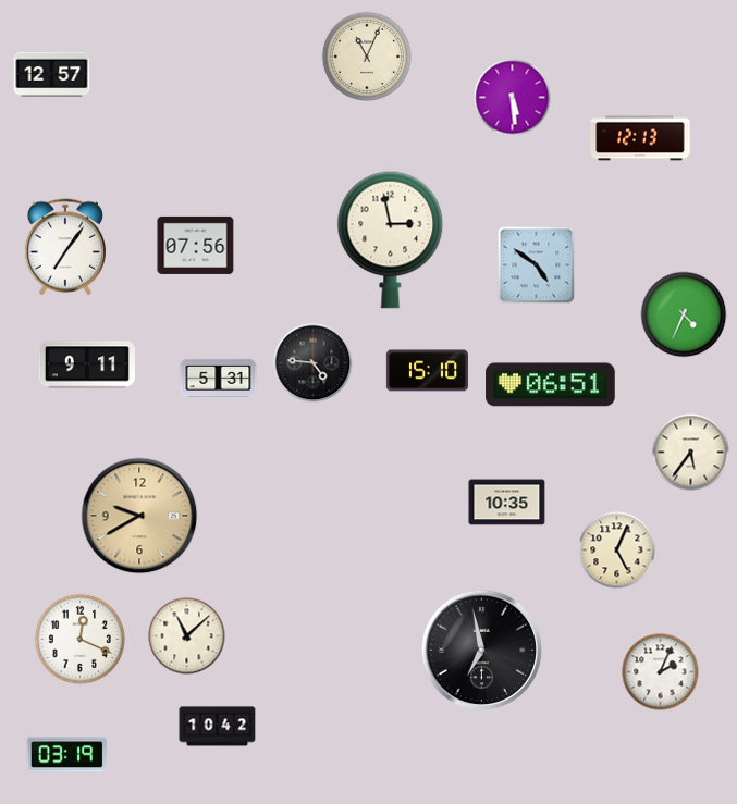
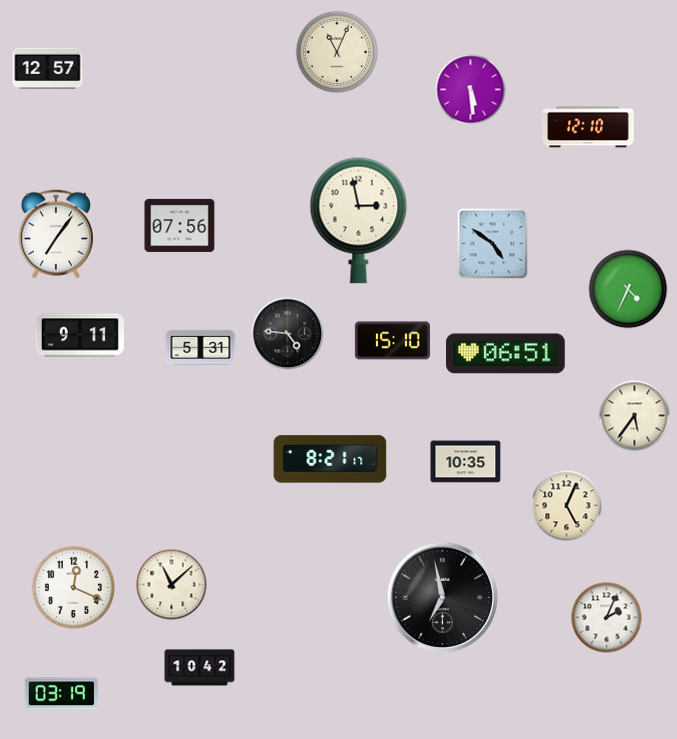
clock at (640, 138): 12:13 -> 12:10
clock at (64, 247) position: (64, 247) -> (55, 234)
clock at (330, 459): none -> 8:21
clock at (139, 516): 9:40 -> none
